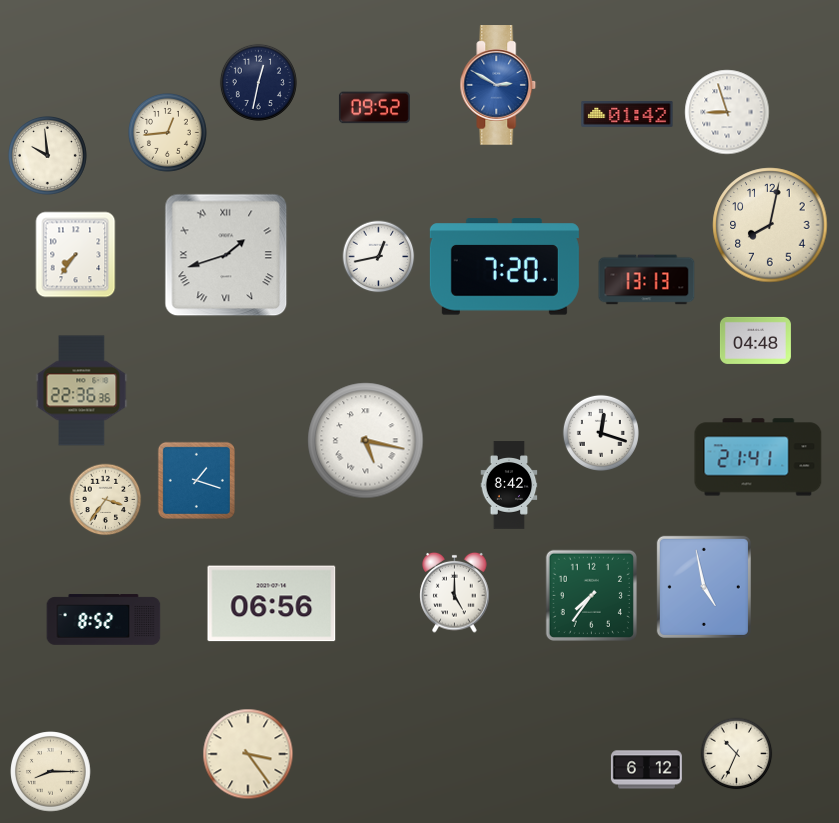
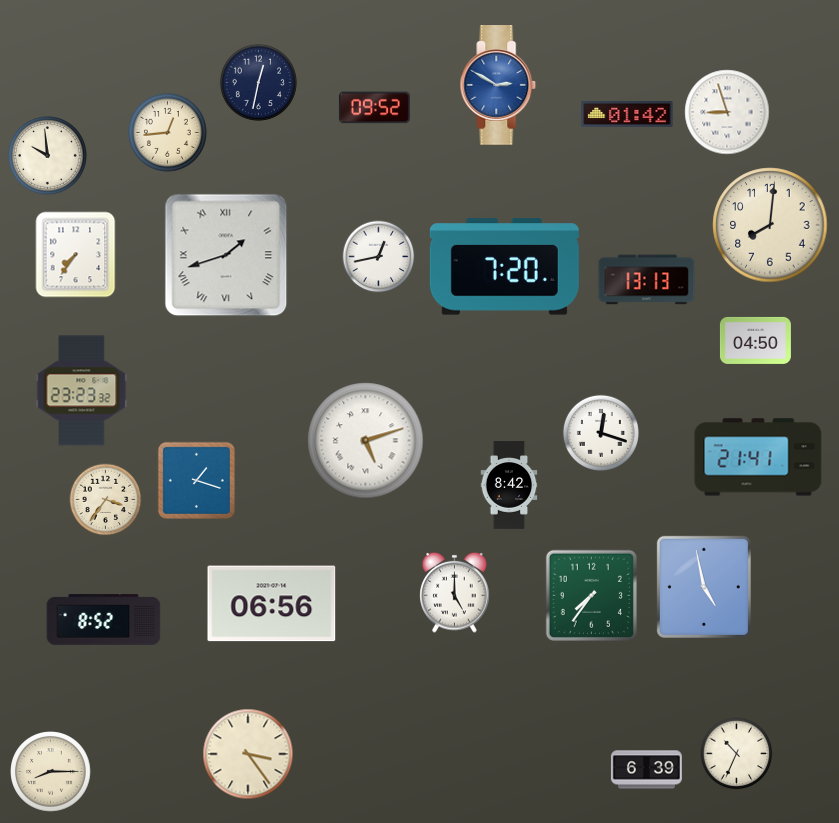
clock at (770, 225): 8:02 -> 8:01
clock at (755, 340): 04:48 -> 04:50
clock at (82, 391): 22:36 -> 23:23
clock at (366, 441): 5:17 -> 5:12
clock at (646, 770): 6:12 -> 6:39
